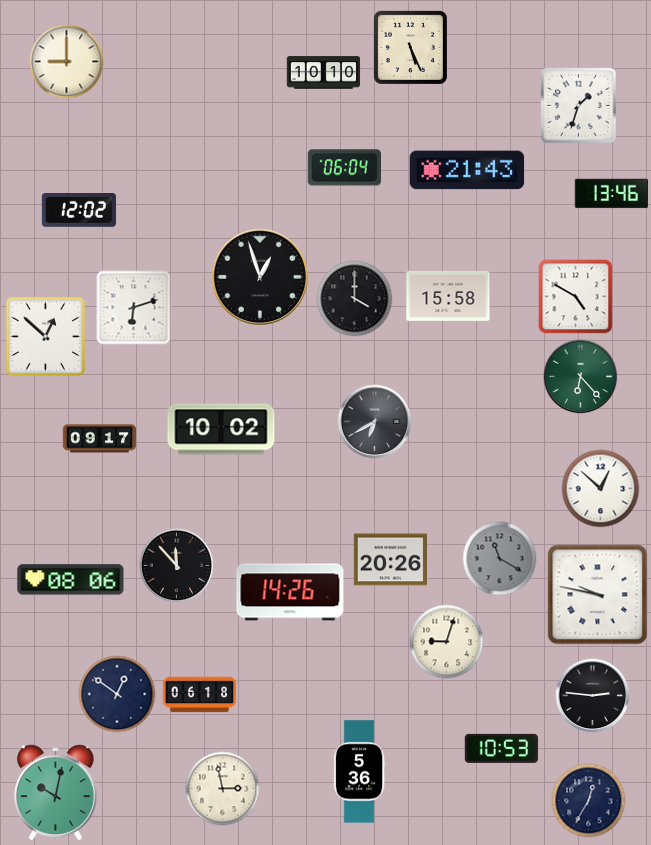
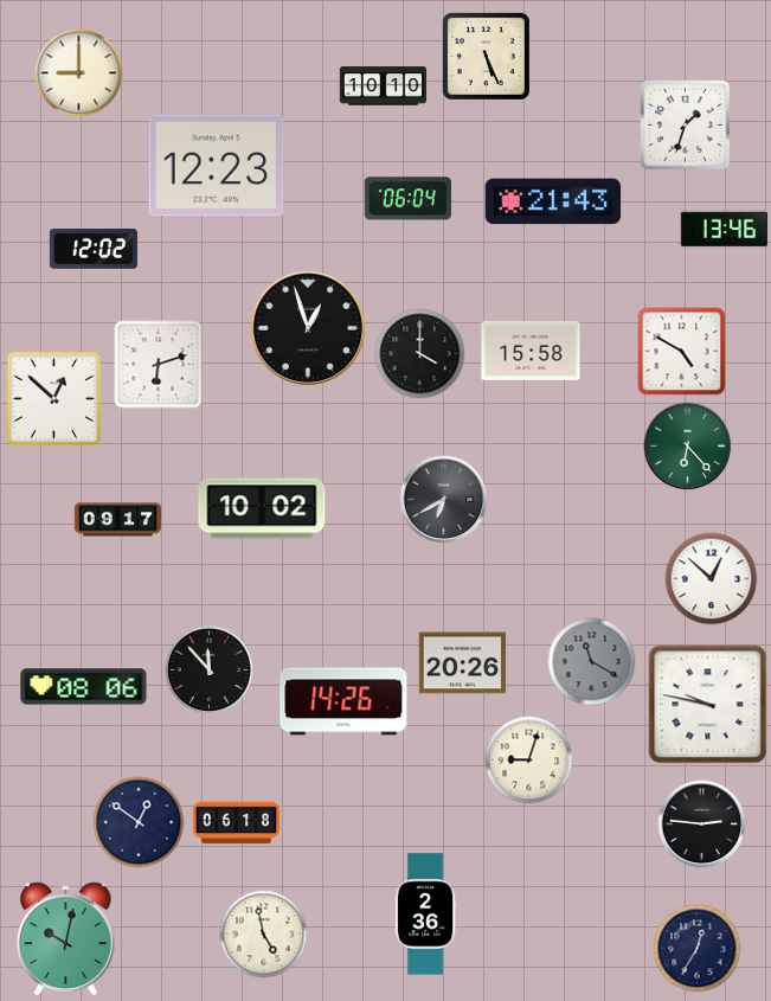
clock at (217, 166): none -> 12:23
clock at (501, 748): 10:53 -> none
clock at (359, 772): 5:36 -> 2:36
clock at (223, 789): 2:58 -> 4:58
